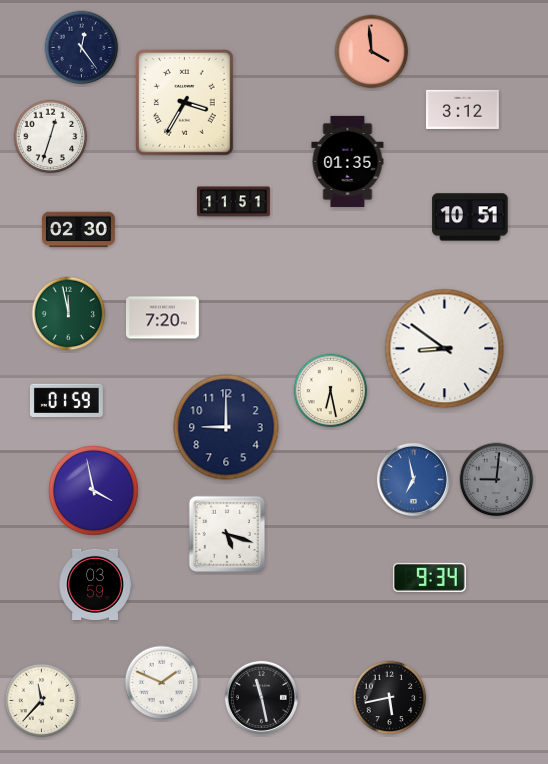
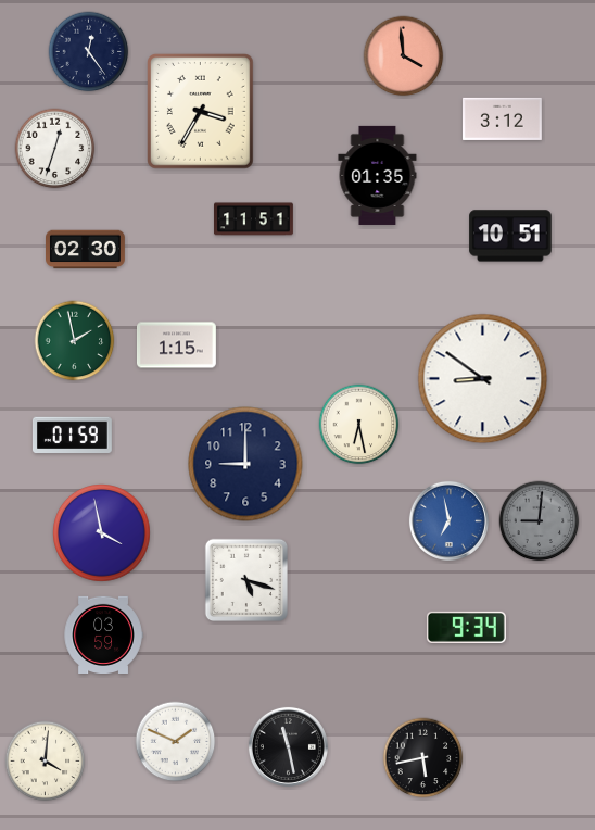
clock at (69, 314): 11:58 -> 1:58
clock at (163, 318): 7:20 -> 1:15
clock at (261, 697) position: (261, 697) -> (288, 746)
clock at (42, 701): 11:37 -> 4:01
